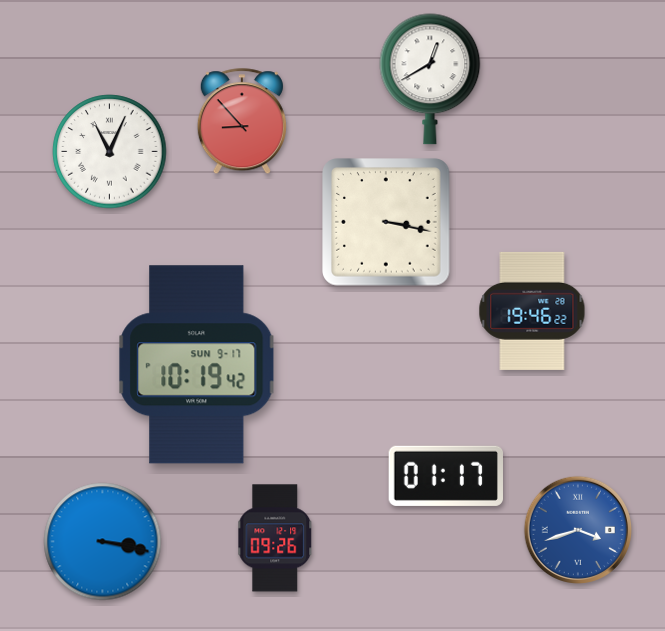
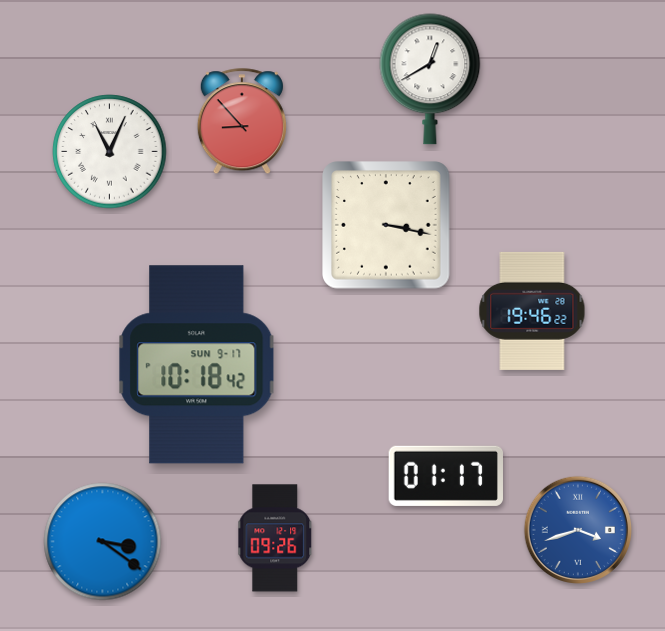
clock at (386, 222) position: (386, 222) -> (386, 225)
clock at (197, 365): 10:19 -> 10:18
clock at (103, 542): 3:17 -> 3:21
